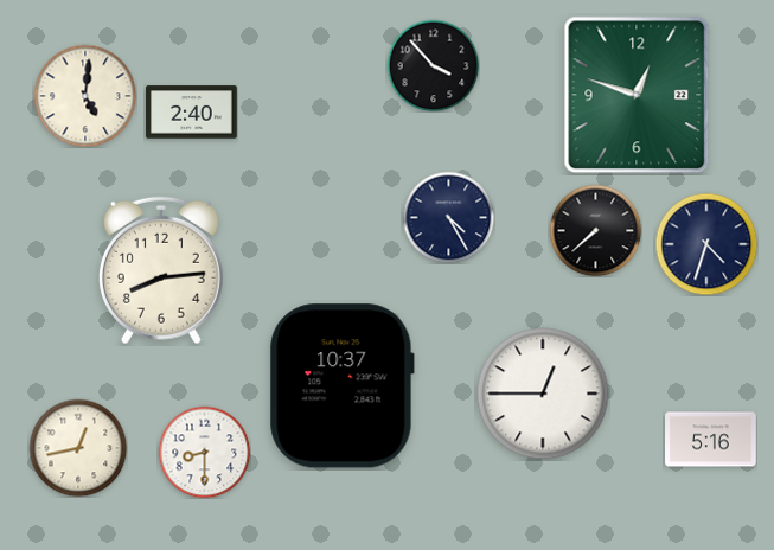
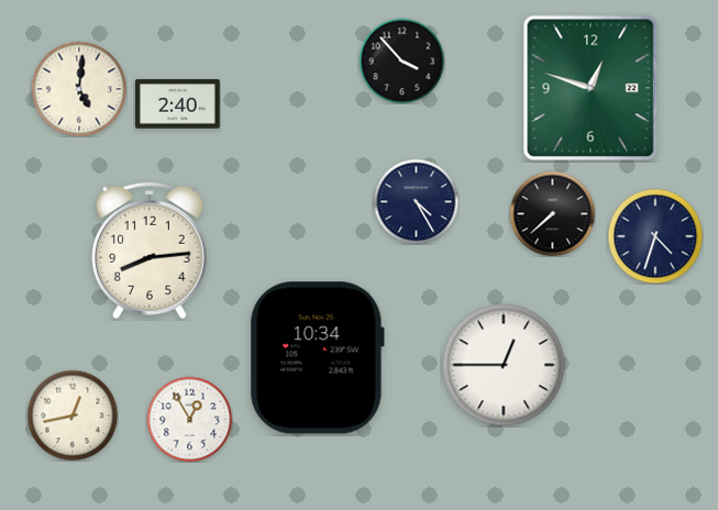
clock at (706, 244) position: (706, 244) -> (655, 236)
clock at (341, 386): 10:37 -> 10:34
clock at (711, 440): 5:16 -> none
clock at (204, 452): 8:30 -> 12:55
